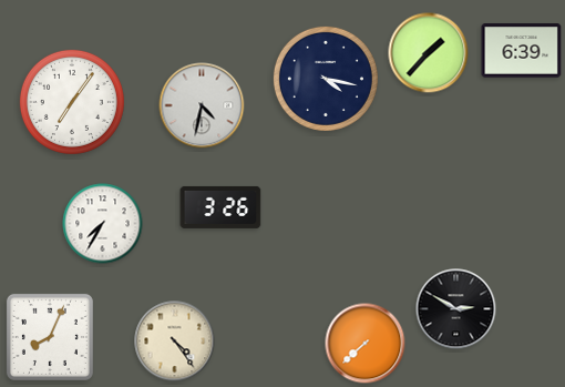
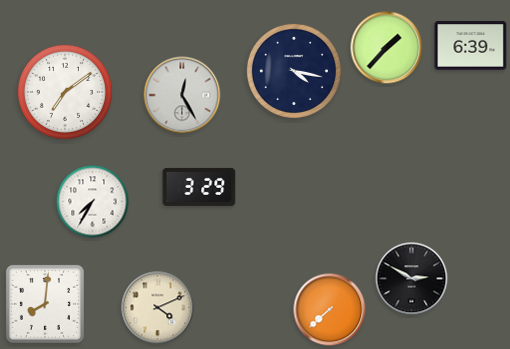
clock at (72, 102): 7:06 -> 7:09
clock at (202, 105): 4:32 -> 12:25
clock at (220, 207): 3:26 -> 3:29
clock at (50, 337): 8:04 -> 8:01
clock at (175, 342): 4:24 -> 4:11
